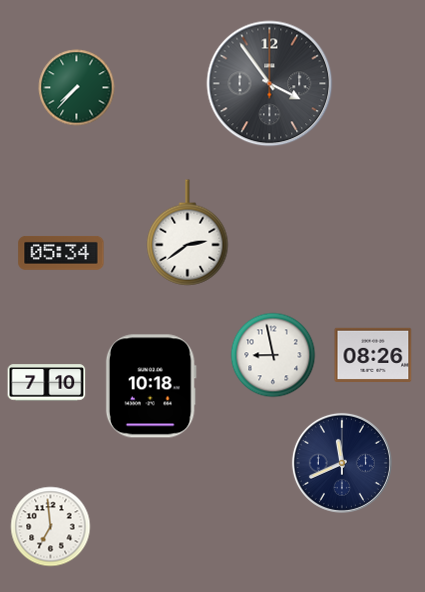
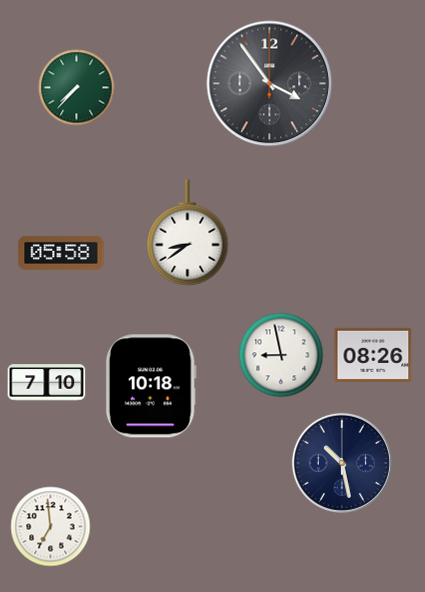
clock at (188, 233): 2:39 -> 8:39
clock at (61, 253): 05:34 -> 05:58
clock at (273, 355) position: (273, 355) -> (281, 355)
clock at (342, 463): 11:41 -> 10:28
